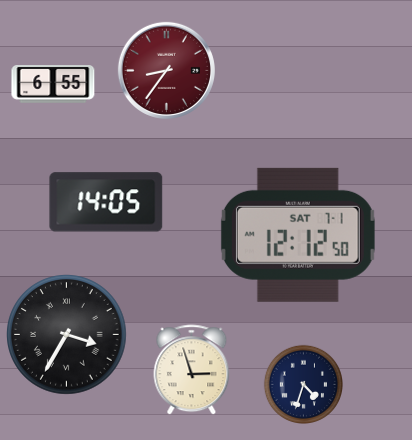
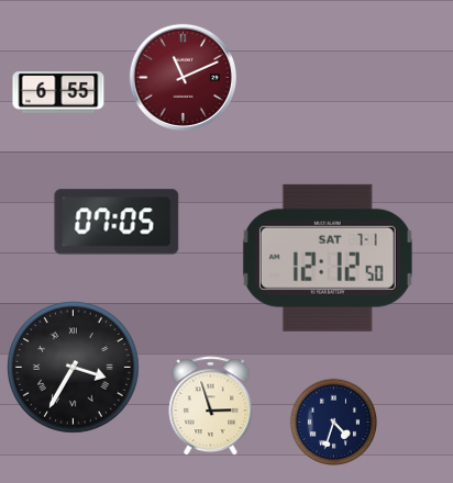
clock at (166, 70): 8:36 -> 11:11
clock at (106, 202): 14:05 -> 07:05
